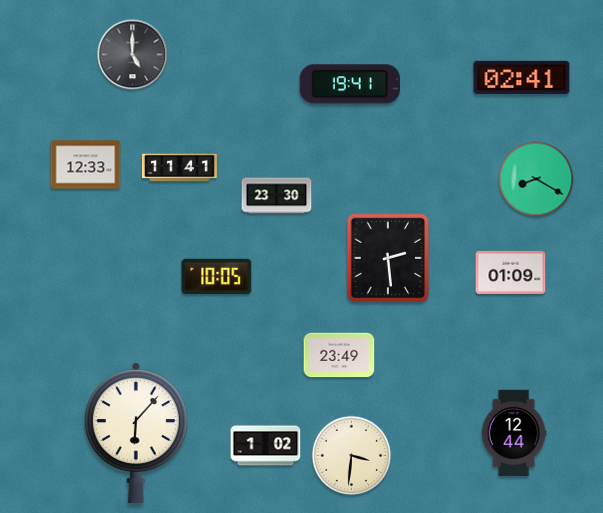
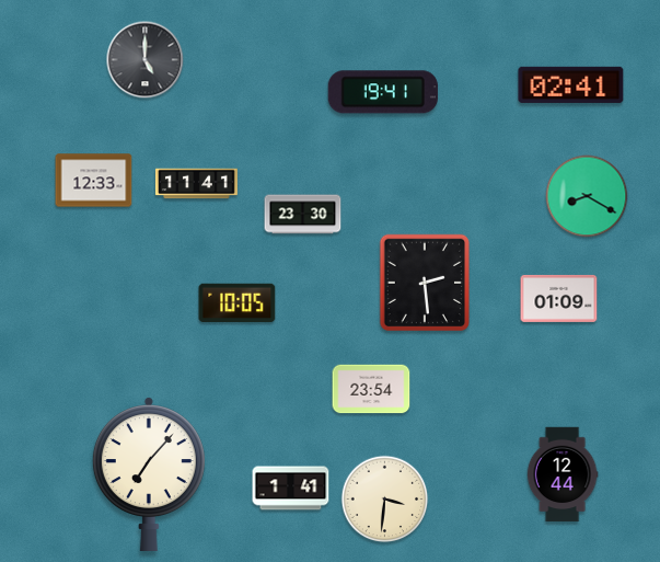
clock at (339, 355): 23:49 -> 23:54
clock at (136, 432): 6:07 -> 7:07
clock at (266, 446): 1:02 -> 1:41
